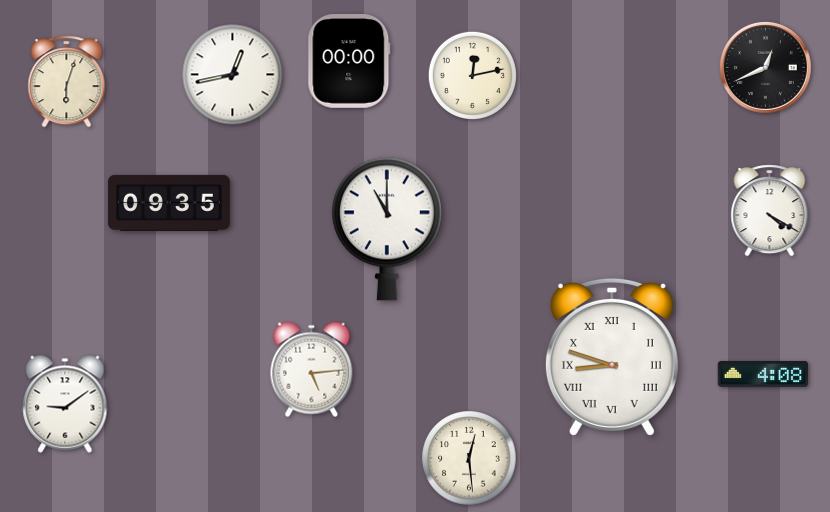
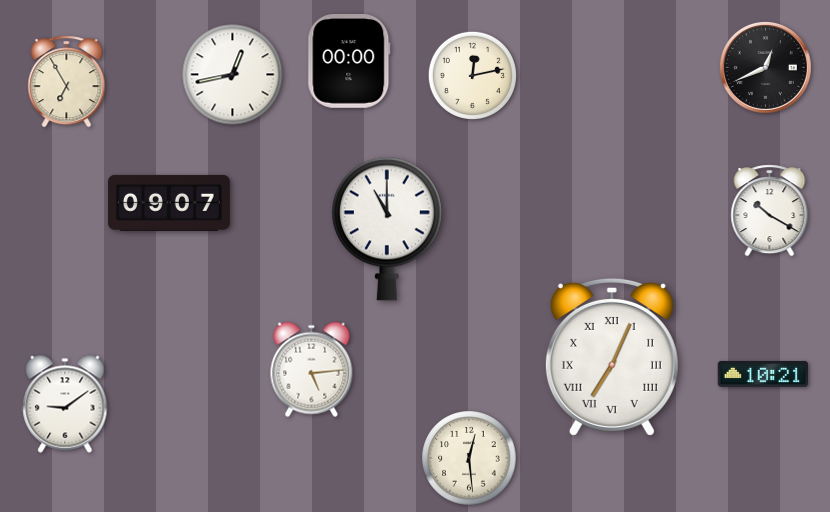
clock at (67, 82): 6:03 -> 6:55
clock at (169, 203): 09:35 -> 09:07
clock at (770, 211): 4:20 -> 10:20
clock at (612, 357): 8:48 -> 7:04
clock at (763, 374): 4:08 -> 10:21
